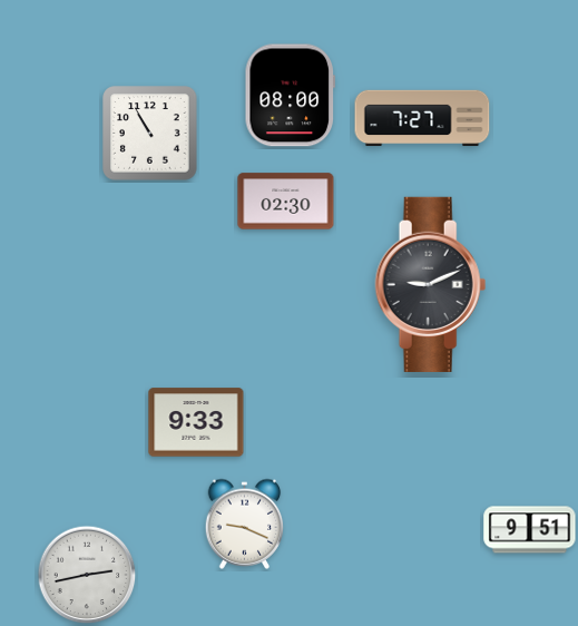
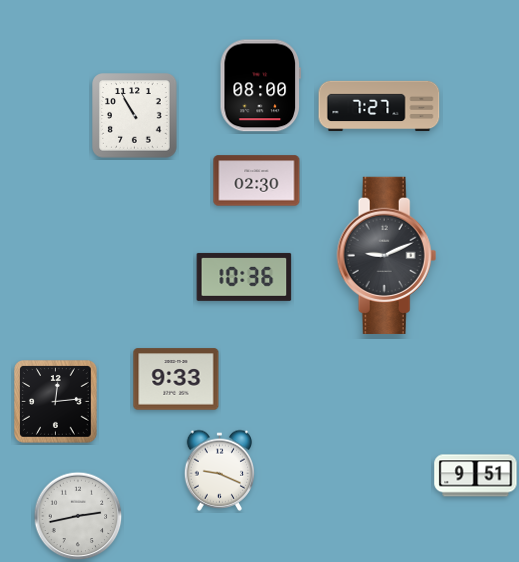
clock at (150, 134) position: (150, 134) -> (135, 116)
clock at (244, 277): none -> 10:36
clock at (56, 402): none -> 12:14
